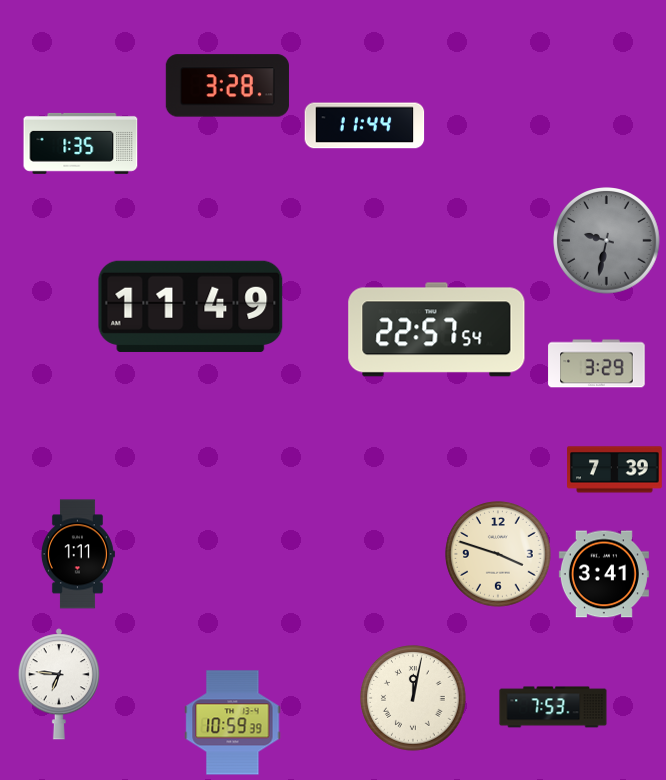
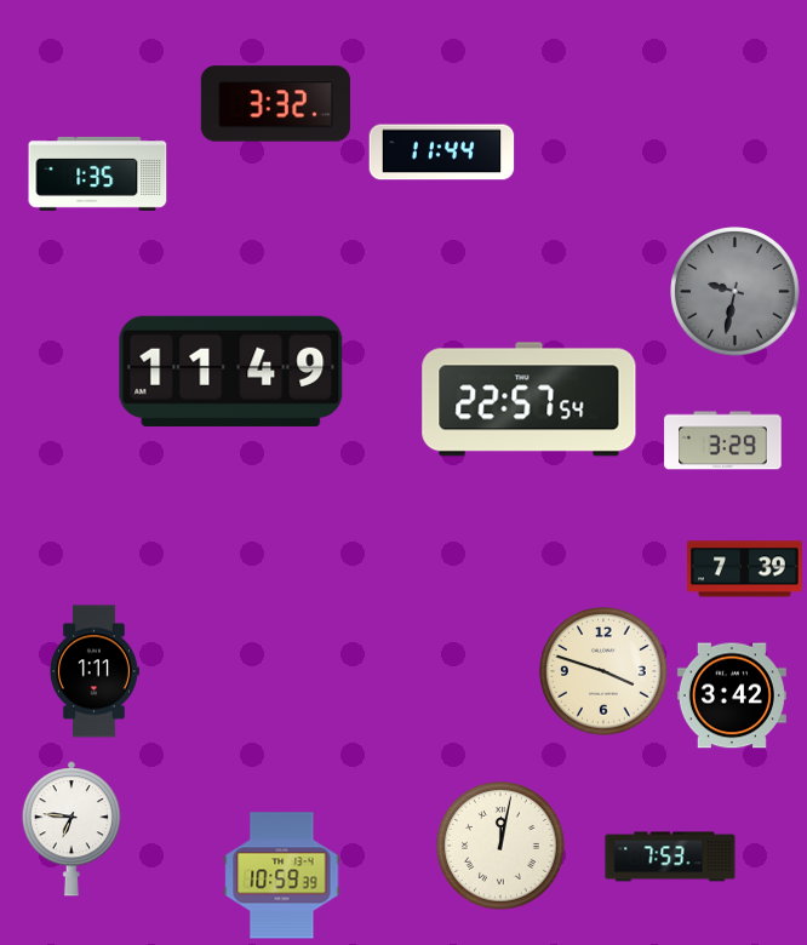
clock at (227, 86): 3:28 -> 3:32
clock at (604, 574): 3:41 -> 3:42
